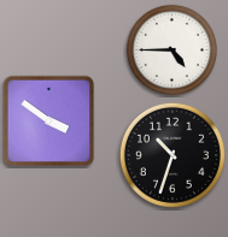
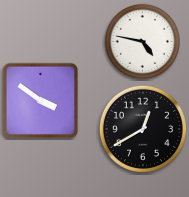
clock at (171, 49): 4:45 -> 4:47
clock at (173, 155): 10:33 -> 12:40
